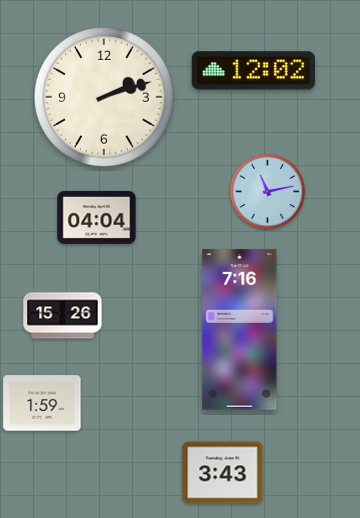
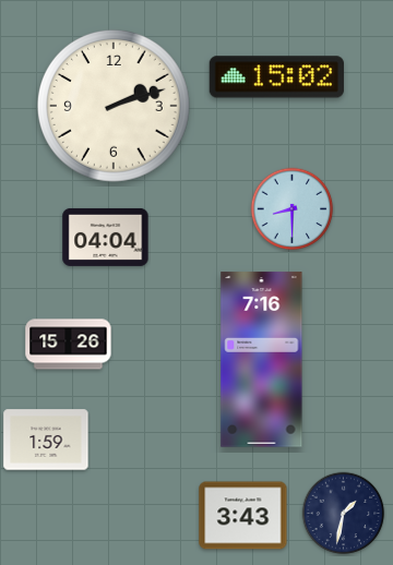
clock at (253, 71): 12:02 -> 15:02
clock at (268, 192): 11:13 -> 8:30
clock at (344, 514): none -> 1:32
